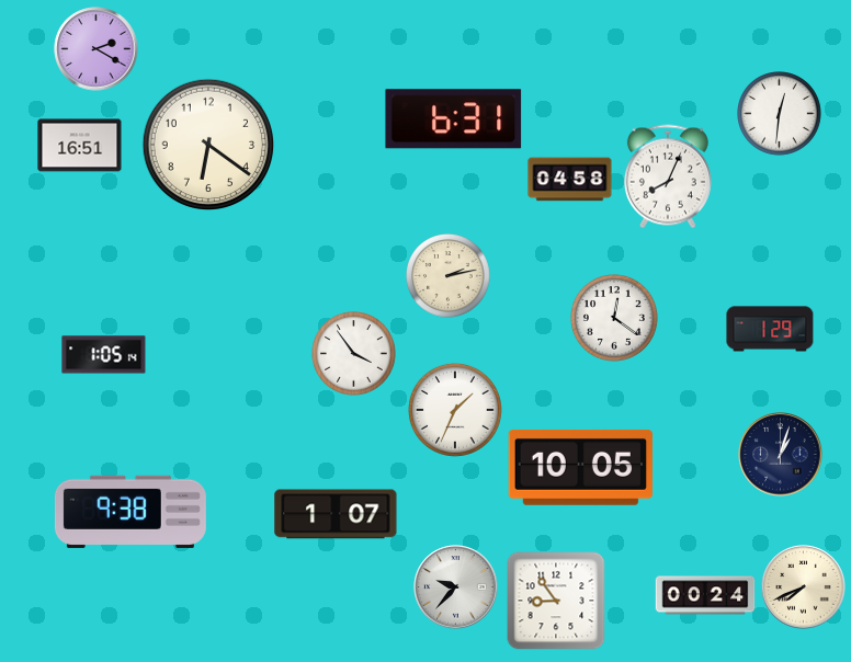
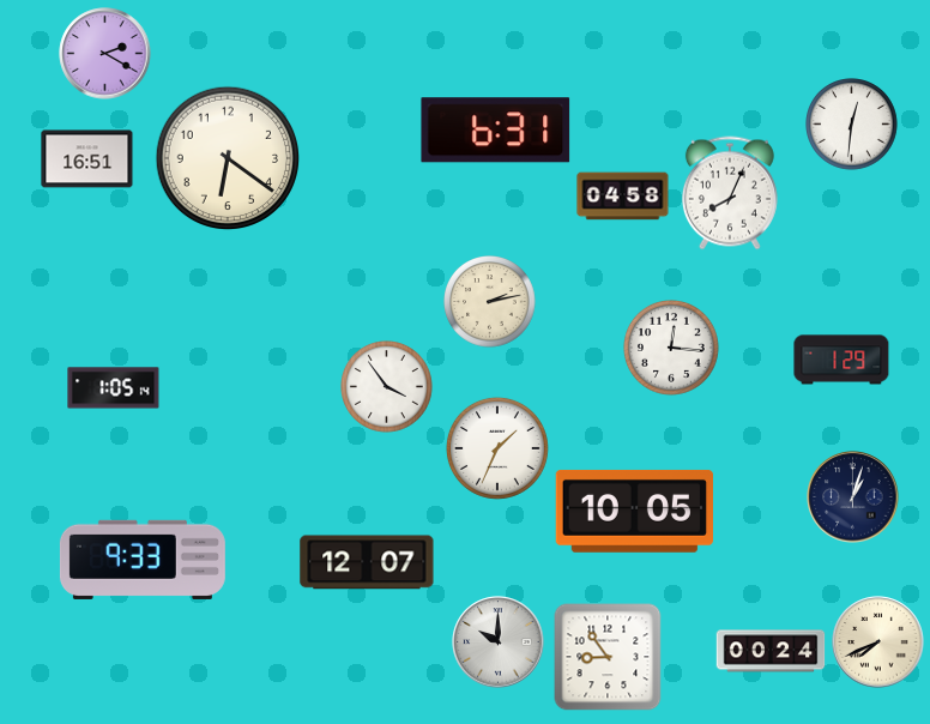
clock at (615, 319): 12:21 -> 12:16
clock at (131, 512): 9:38 -> 9:33
clock at (336, 514): 1:07 -> 12:07
clock at (456, 587): 9:37 -> 10:00
